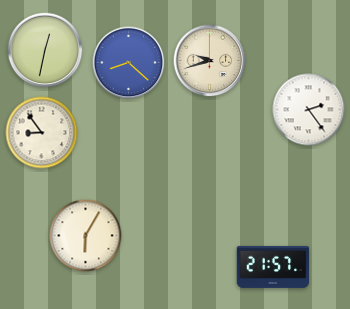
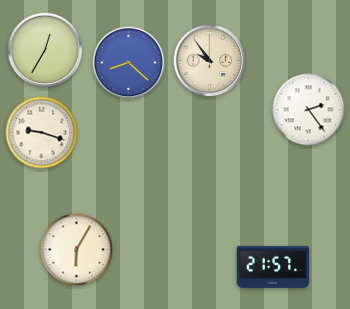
clock at (45, 50): 12:32 -> 12:35
clock at (210, 61): 9:42 -> 9:54
clock at (42, 133): 8:54 -> 9:18
clock at (86, 236) position: (86, 236) -> (77, 250)
